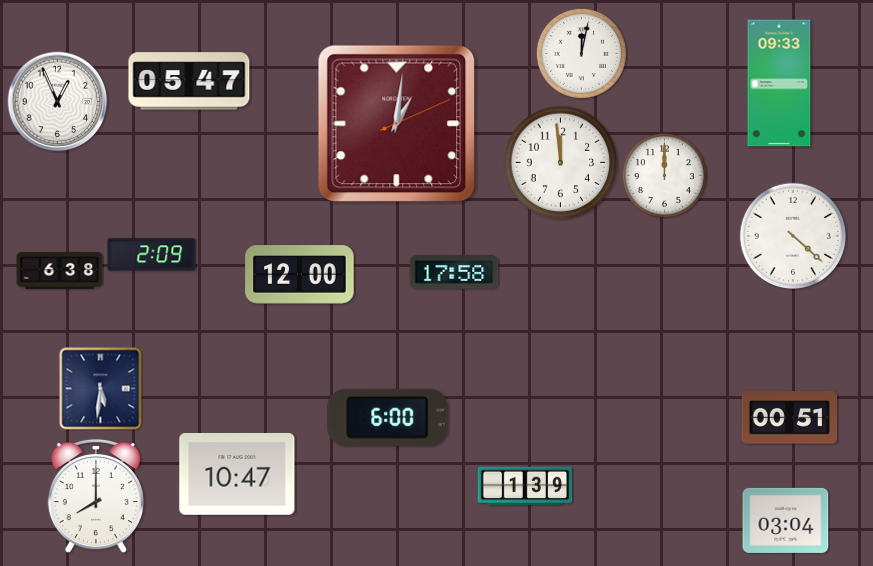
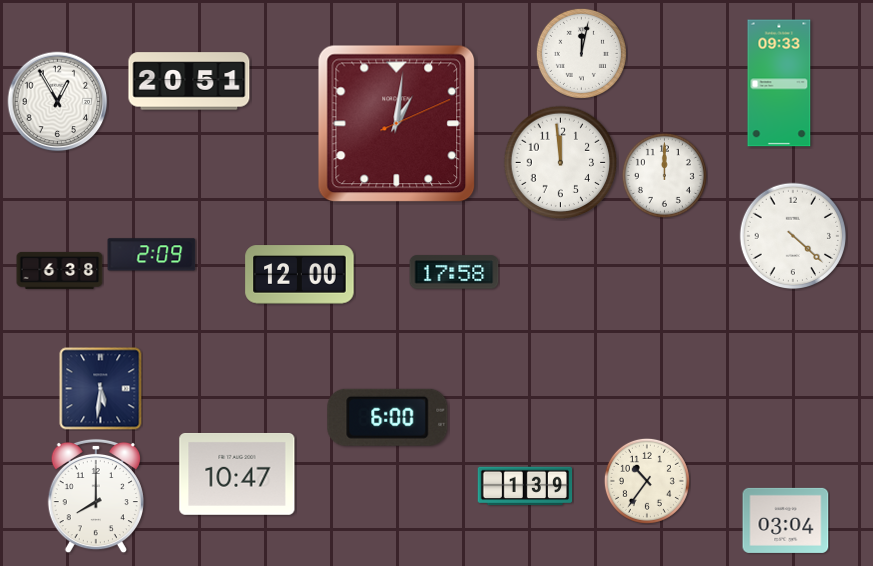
clock at (189, 81): 05:47 -> 20:51
clock at (58, 102): 12:56 -> 12:55
clock at (789, 418): 00:51 -> none
clock at (647, 481): none -> 10:36
